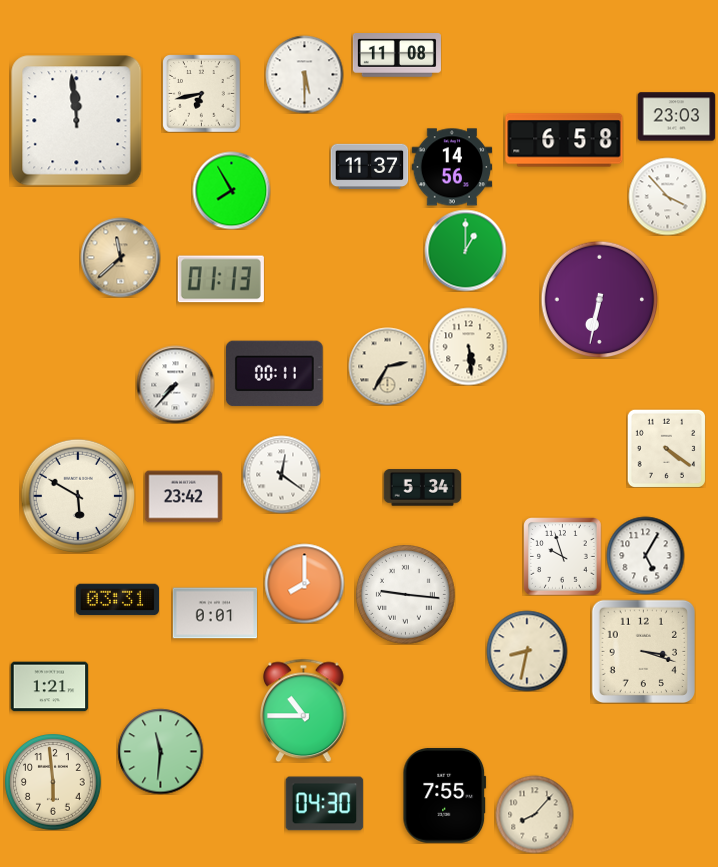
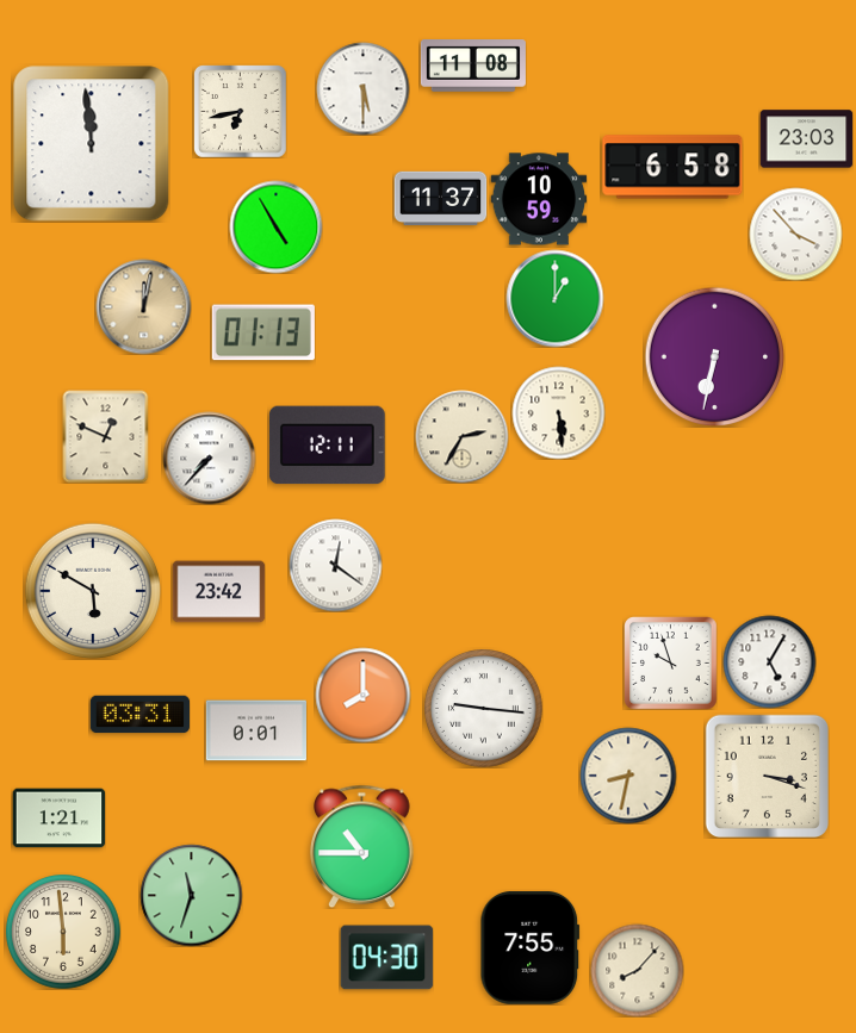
clock at (452, 167): 14:56 -> 10:59
clock at (231, 190): 7:55 -> 4:55
clock at (120, 257): 11:38 -> 12:02
clock at (106, 436): none -> 12:49
clock at (274, 374): 00:11 -> 12:11
clock at (666, 448): 4:21 -> none
clock at (422, 488): 5:34 -> none
clock at (160, 751): 11:31 -> 11:33
